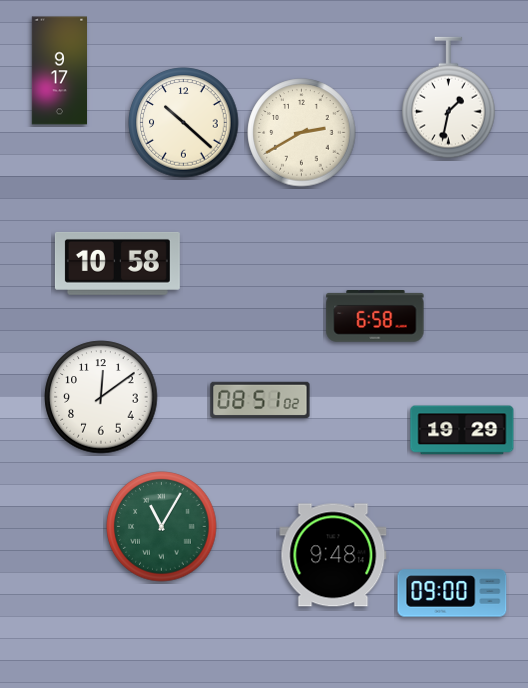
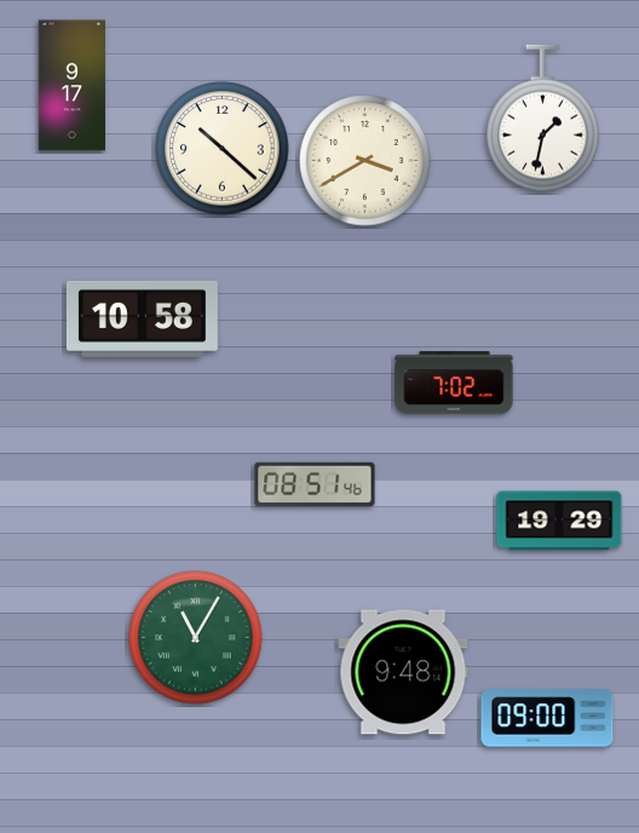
clock at (302, 133): 2:40 -> 3:40
clock at (375, 316): 6:58 -> 7:02
clock at (101, 397): 12:09 -> none
clock at (260, 400): 08:51:02 -> 08:51:46
